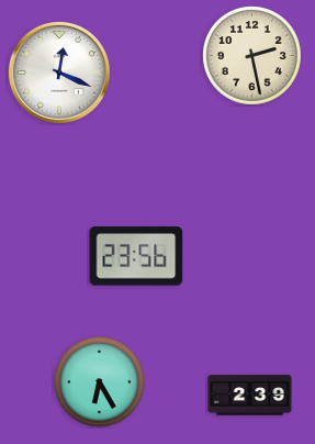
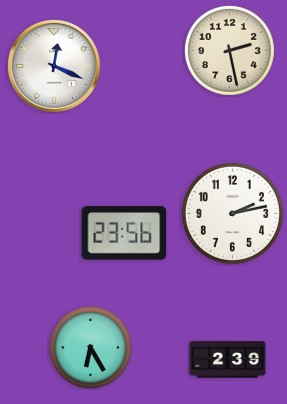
clock at (232, 213): none -> 2:13
